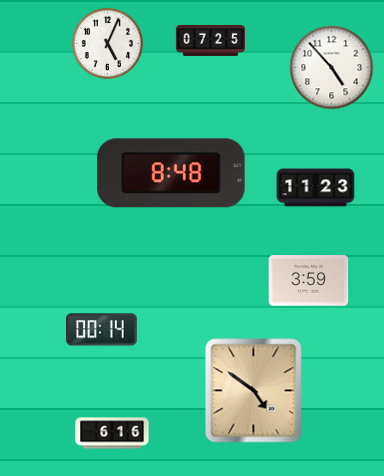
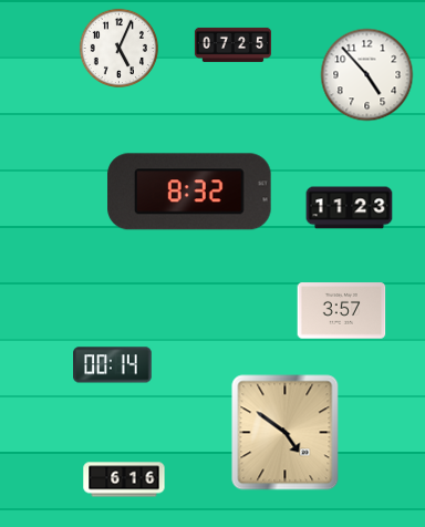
clock at (171, 173): 8:48 -> 8:32
clock at (309, 281): 3:59 -> 3:57
clock at (254, 391) position: (254, 391) -> (286, 433)
